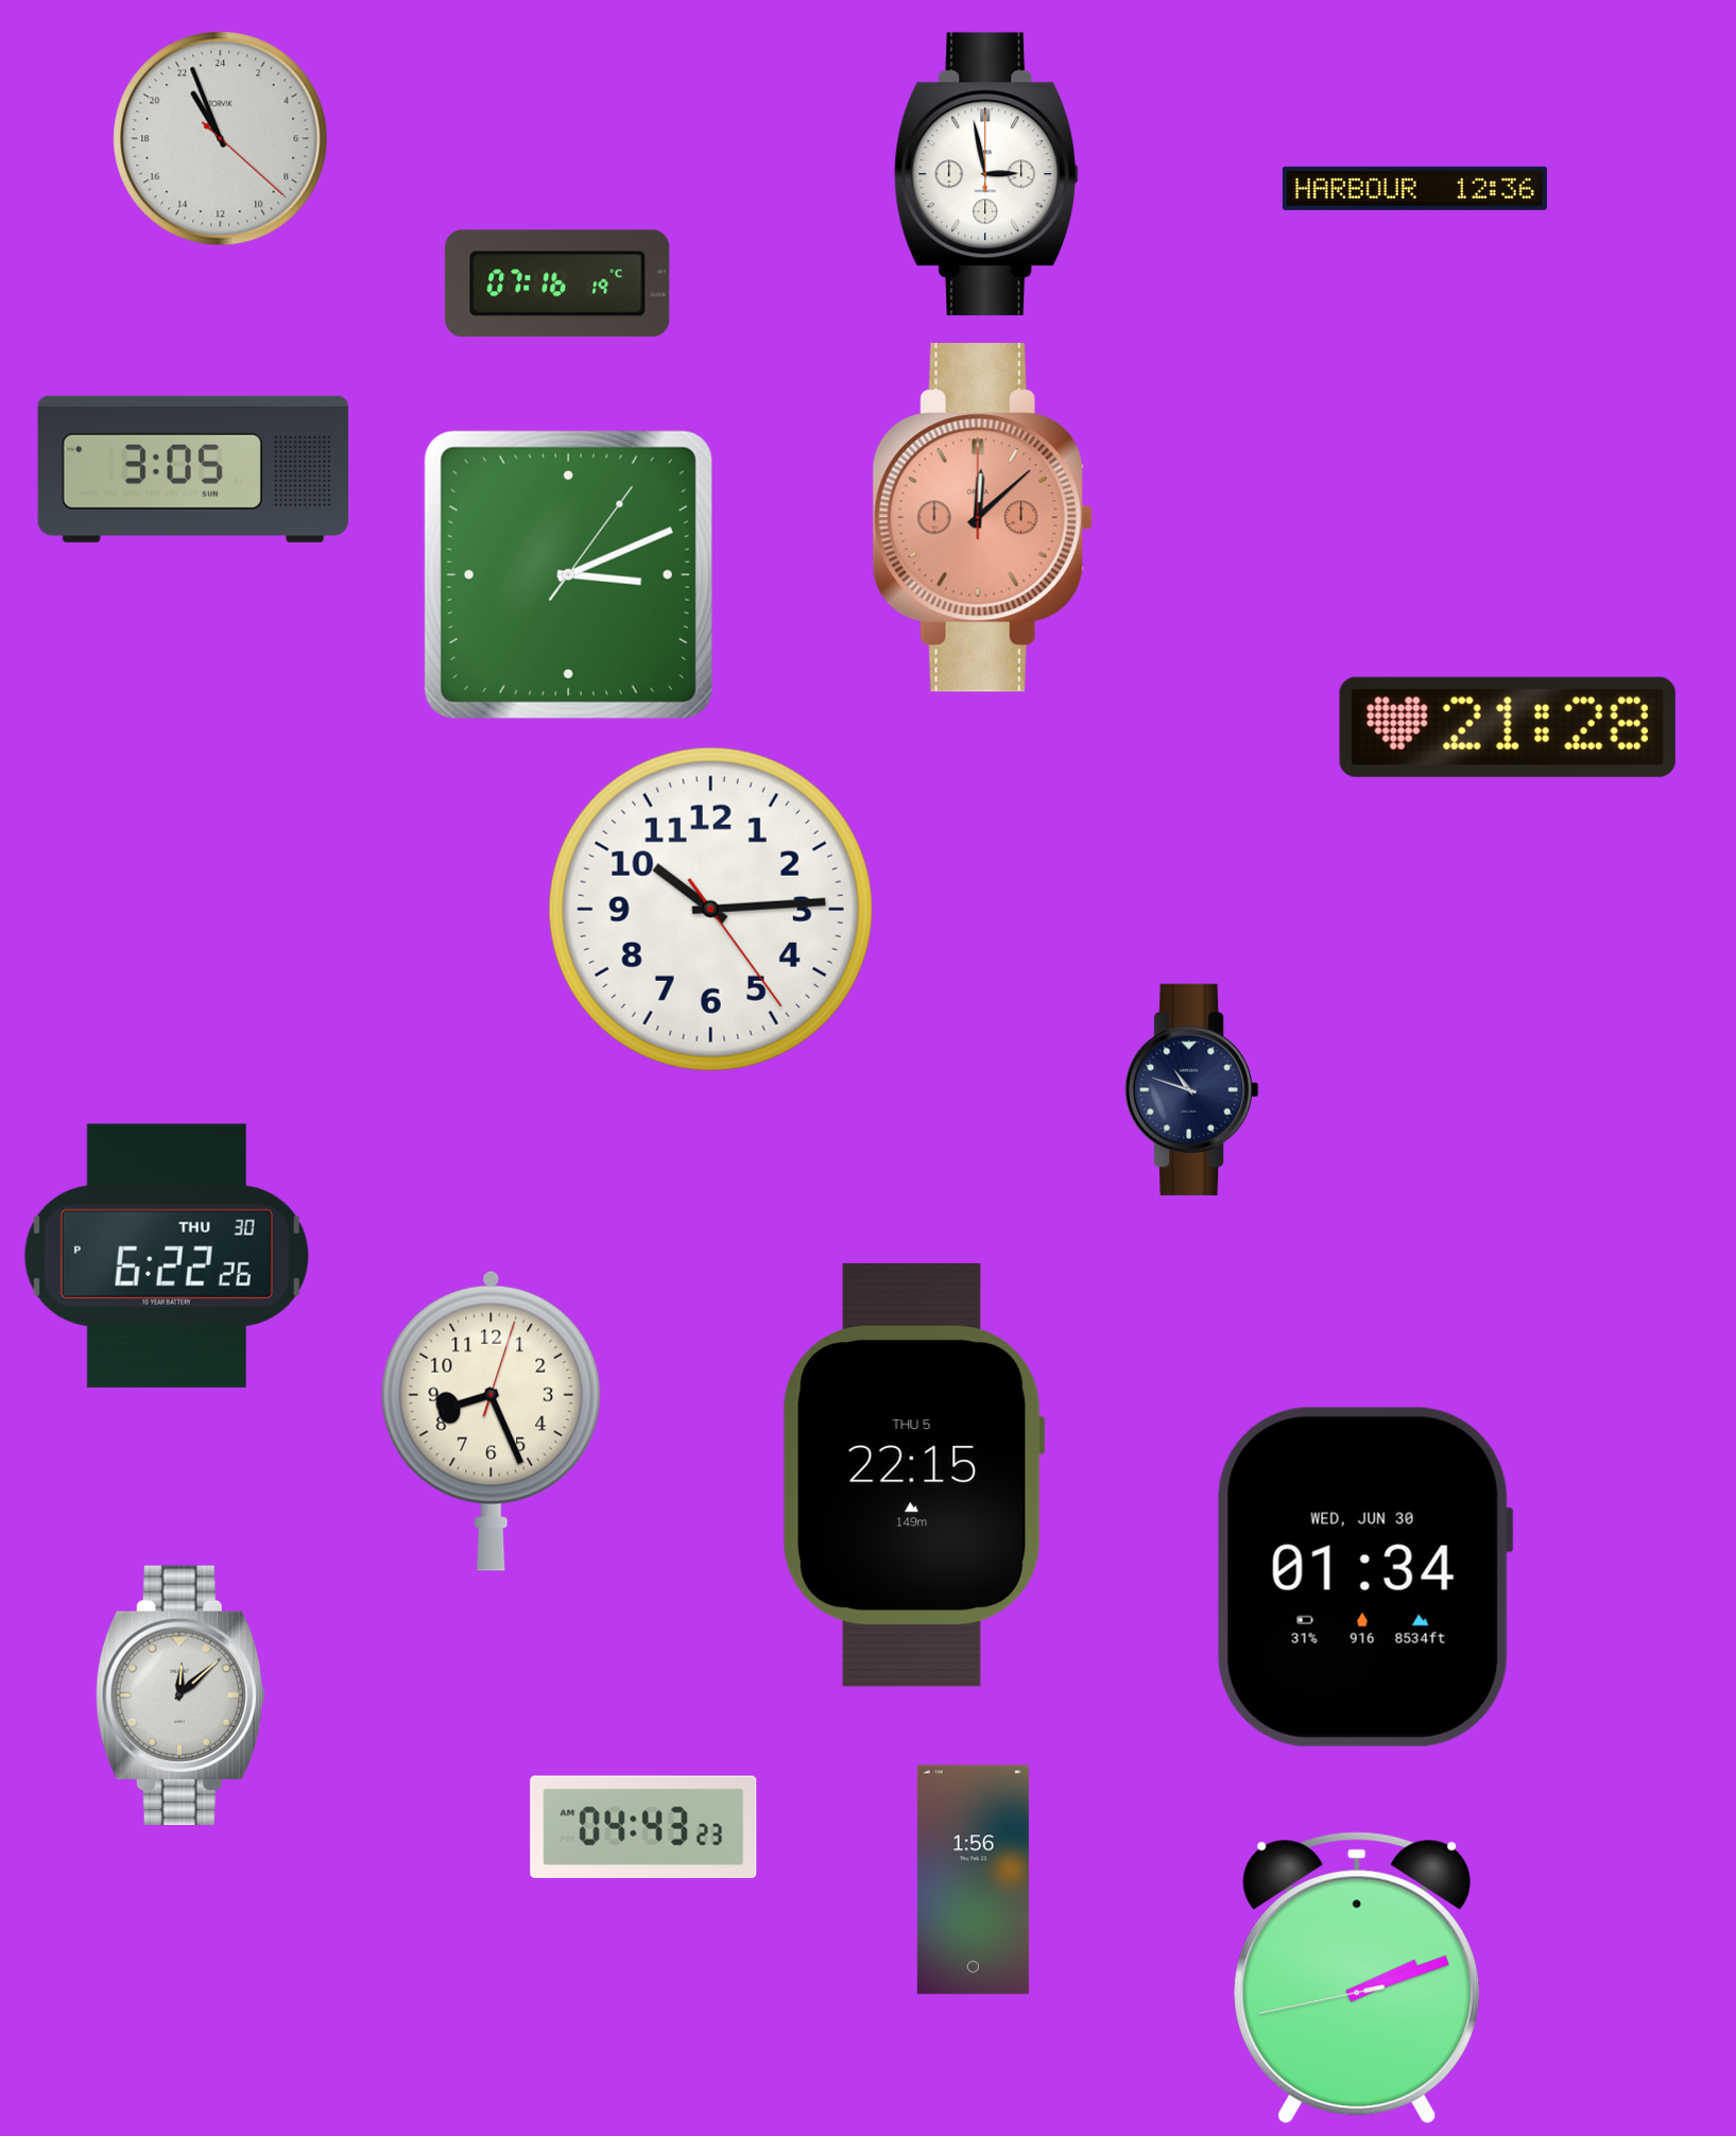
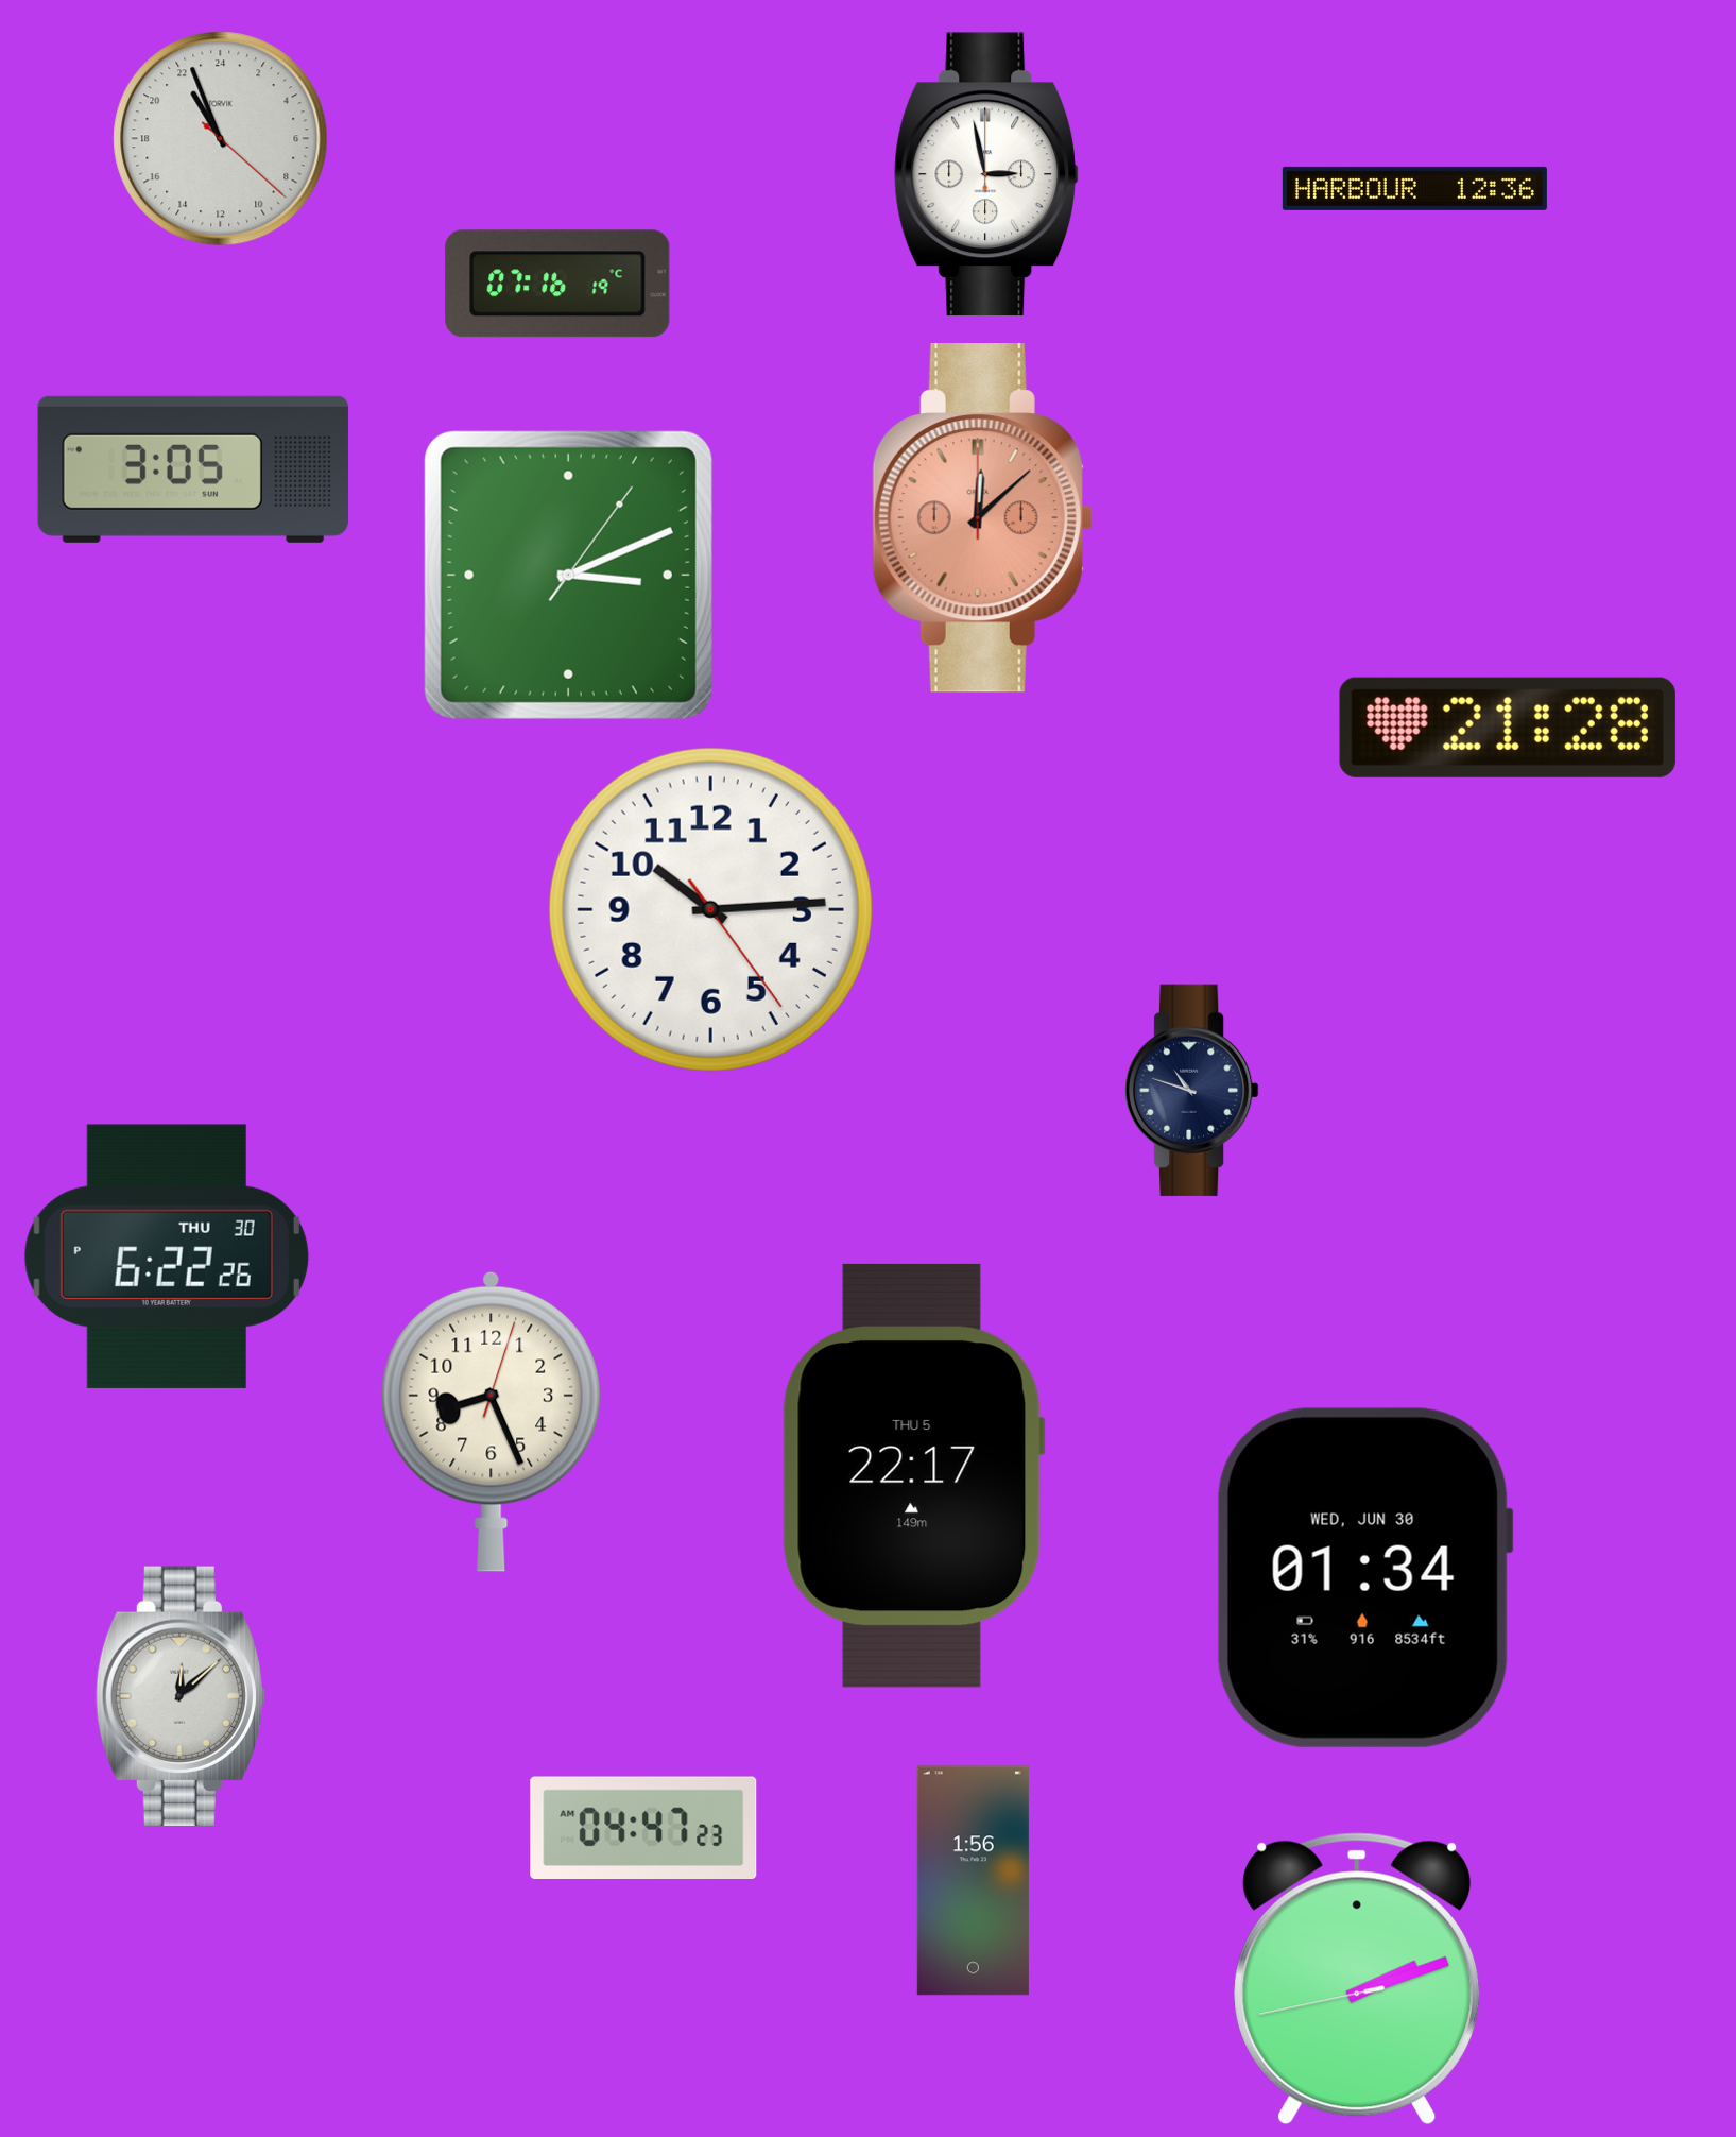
clock at (913, 1475): 22:15 -> 22:17
clock at (643, 1826): 04:43 -> 04:47
